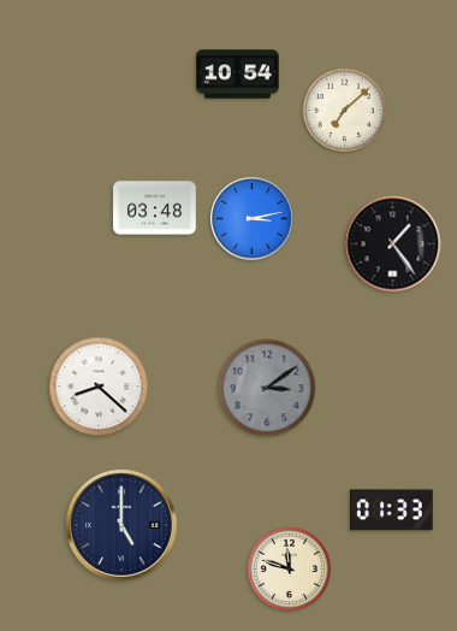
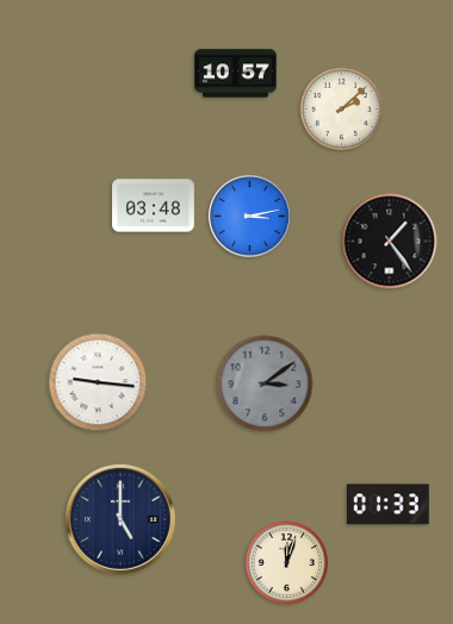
clock at (238, 75): 10:54 -> 10:57
clock at (344, 110): 7:08 -> 2:08
clock at (99, 387): 8:22 -> 9:16
clock at (289, 568): 11:48 -> 12:03
